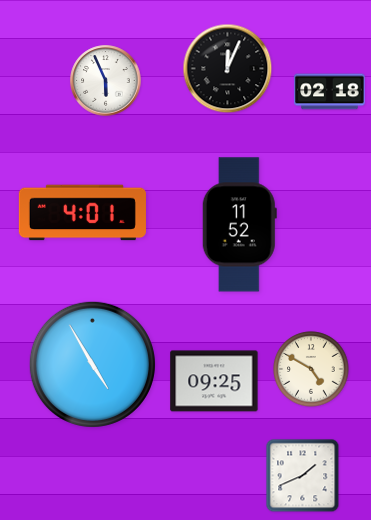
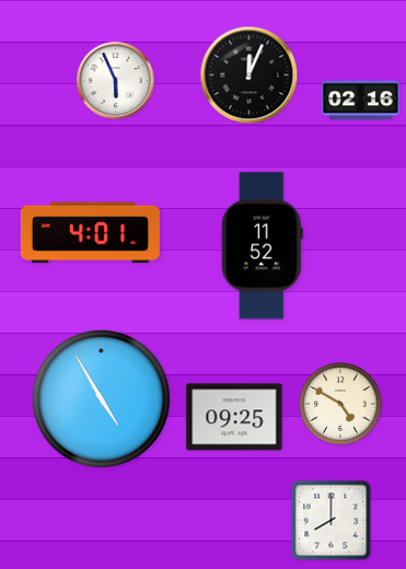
clock at (106, 81) position: (106, 81) -> (116, 81)
clock at (330, 92): 02:18 -> 02:16
clock at (303, 476): 1:41 -> 8:00
